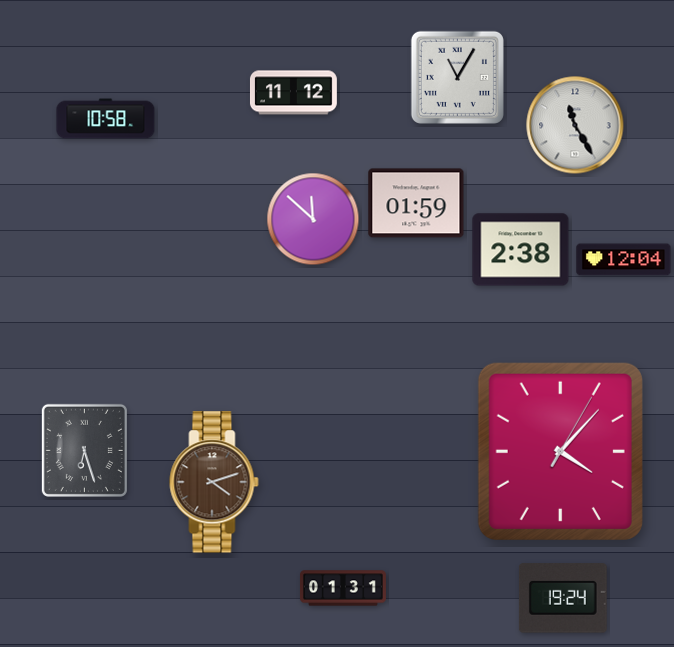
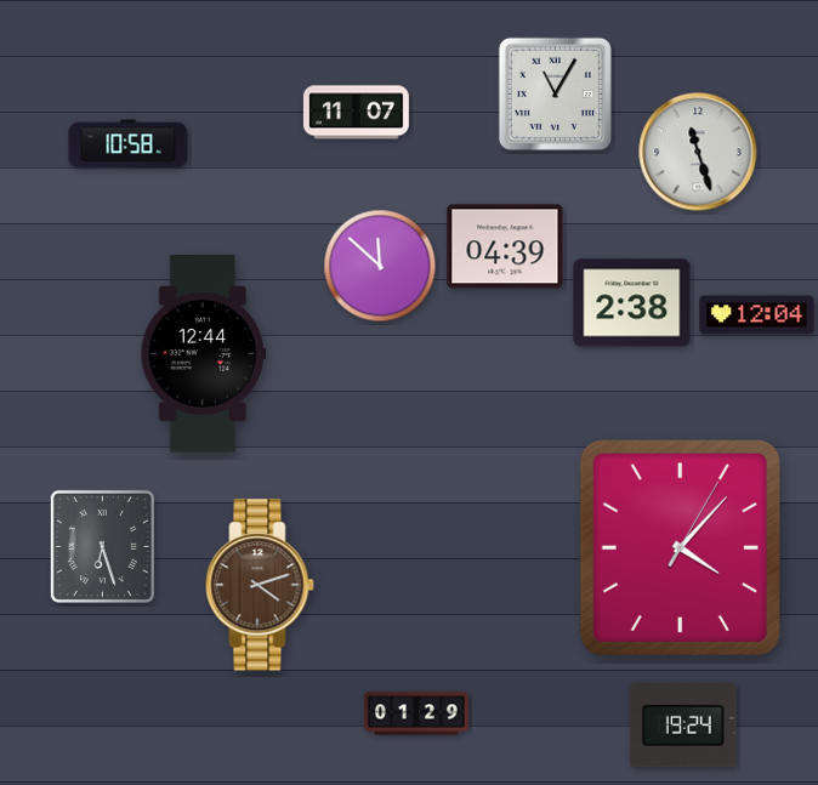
clock at (294, 93): 11:12 -> 11:07
clock at (575, 125): 11:25 -> 11:27
clock at (416, 203): 01:59 -> 04:39
clock at (204, 354): none -> 12:44
clock at (343, 588): 01:31 -> 01:29
